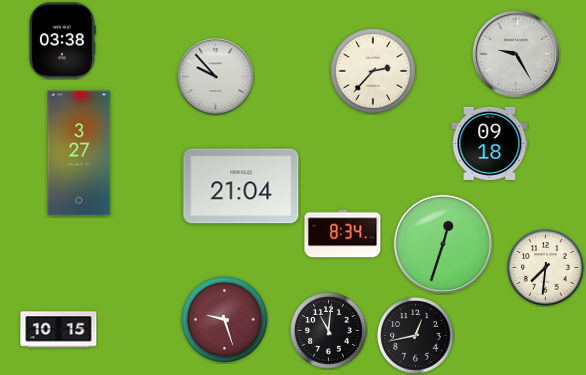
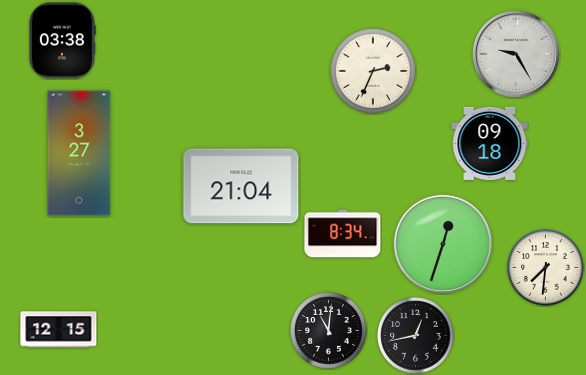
clock at (373, 71): 2:37 -> 2:34
clock at (216, 77): 9:53 -> none
clock at (224, 319): 9:27 -> none
clock at (59, 330): 10:15 -> 12:15
